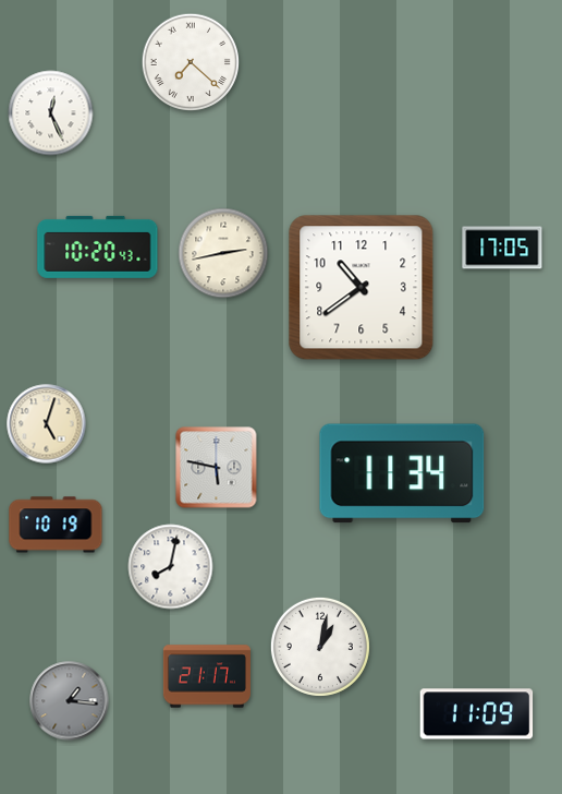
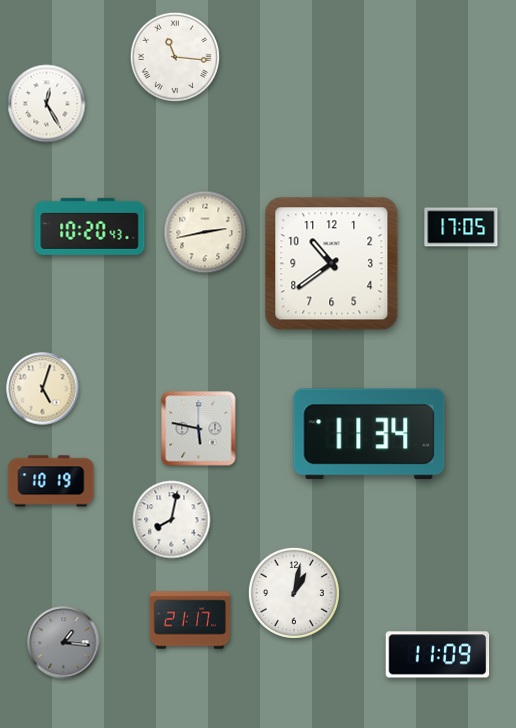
clock at (191, 62): 7:22 -> 11:16
clock at (51, 113): 12:26 -> 12:25
clock at (171, 567) position: (171, 567) -> (172, 520)
